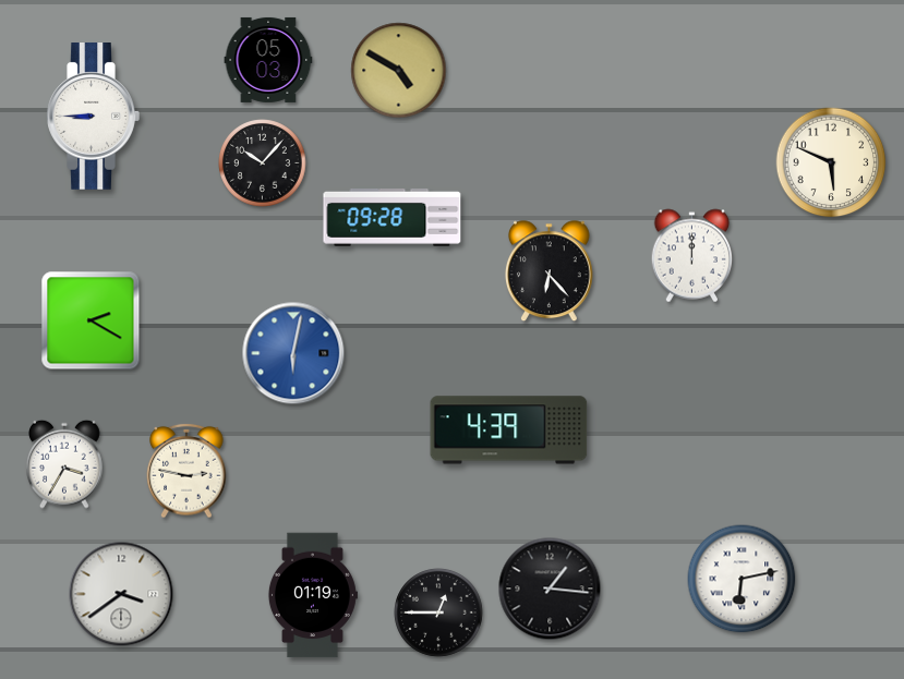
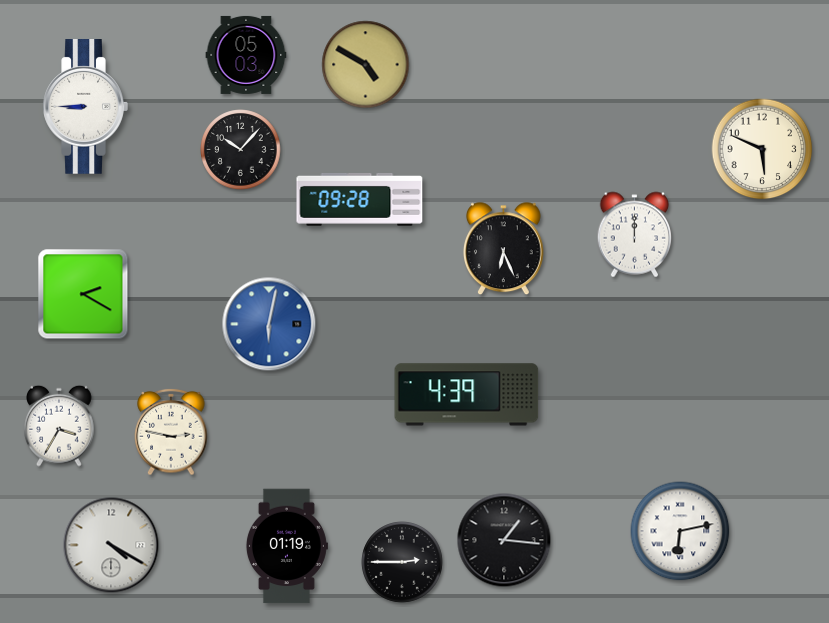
clock at (549, 271): 6:23 -> 6:26
clock at (121, 594): 3:39 -> 4:20
clock at (438, 613): 12:45 -> 2:45
